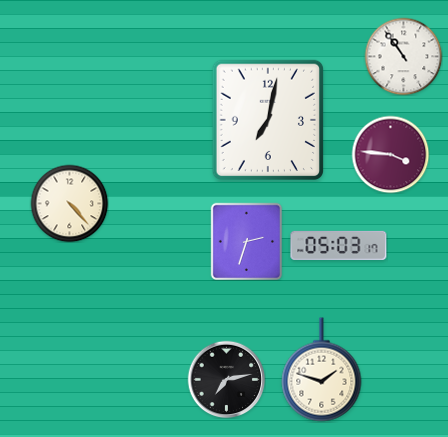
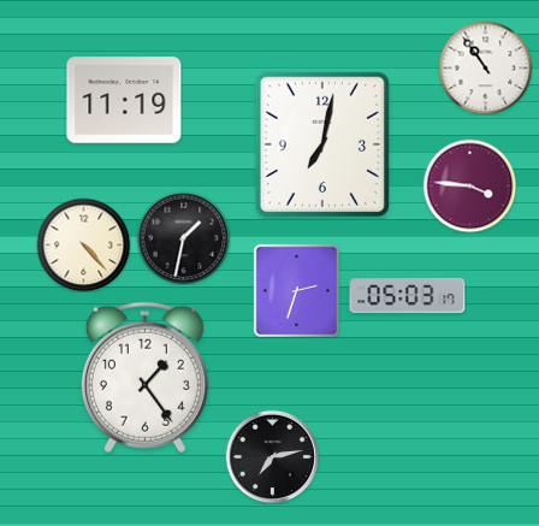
clock at (124, 100): none -> 11:19
clock at (183, 237): none -> 1:32
clock at (144, 378): none -> 1:24
clock at (322, 370): 1:48 -> none
